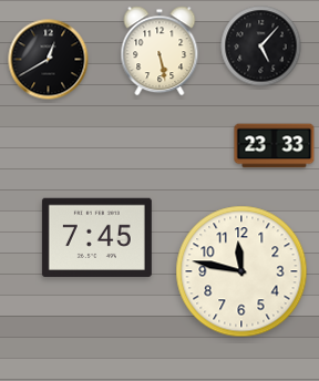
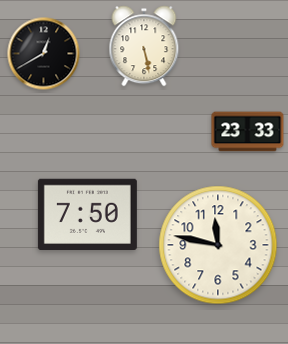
clock at (261, 47): 5:07 -> none
clock at (96, 237): 7:45 -> 7:50
